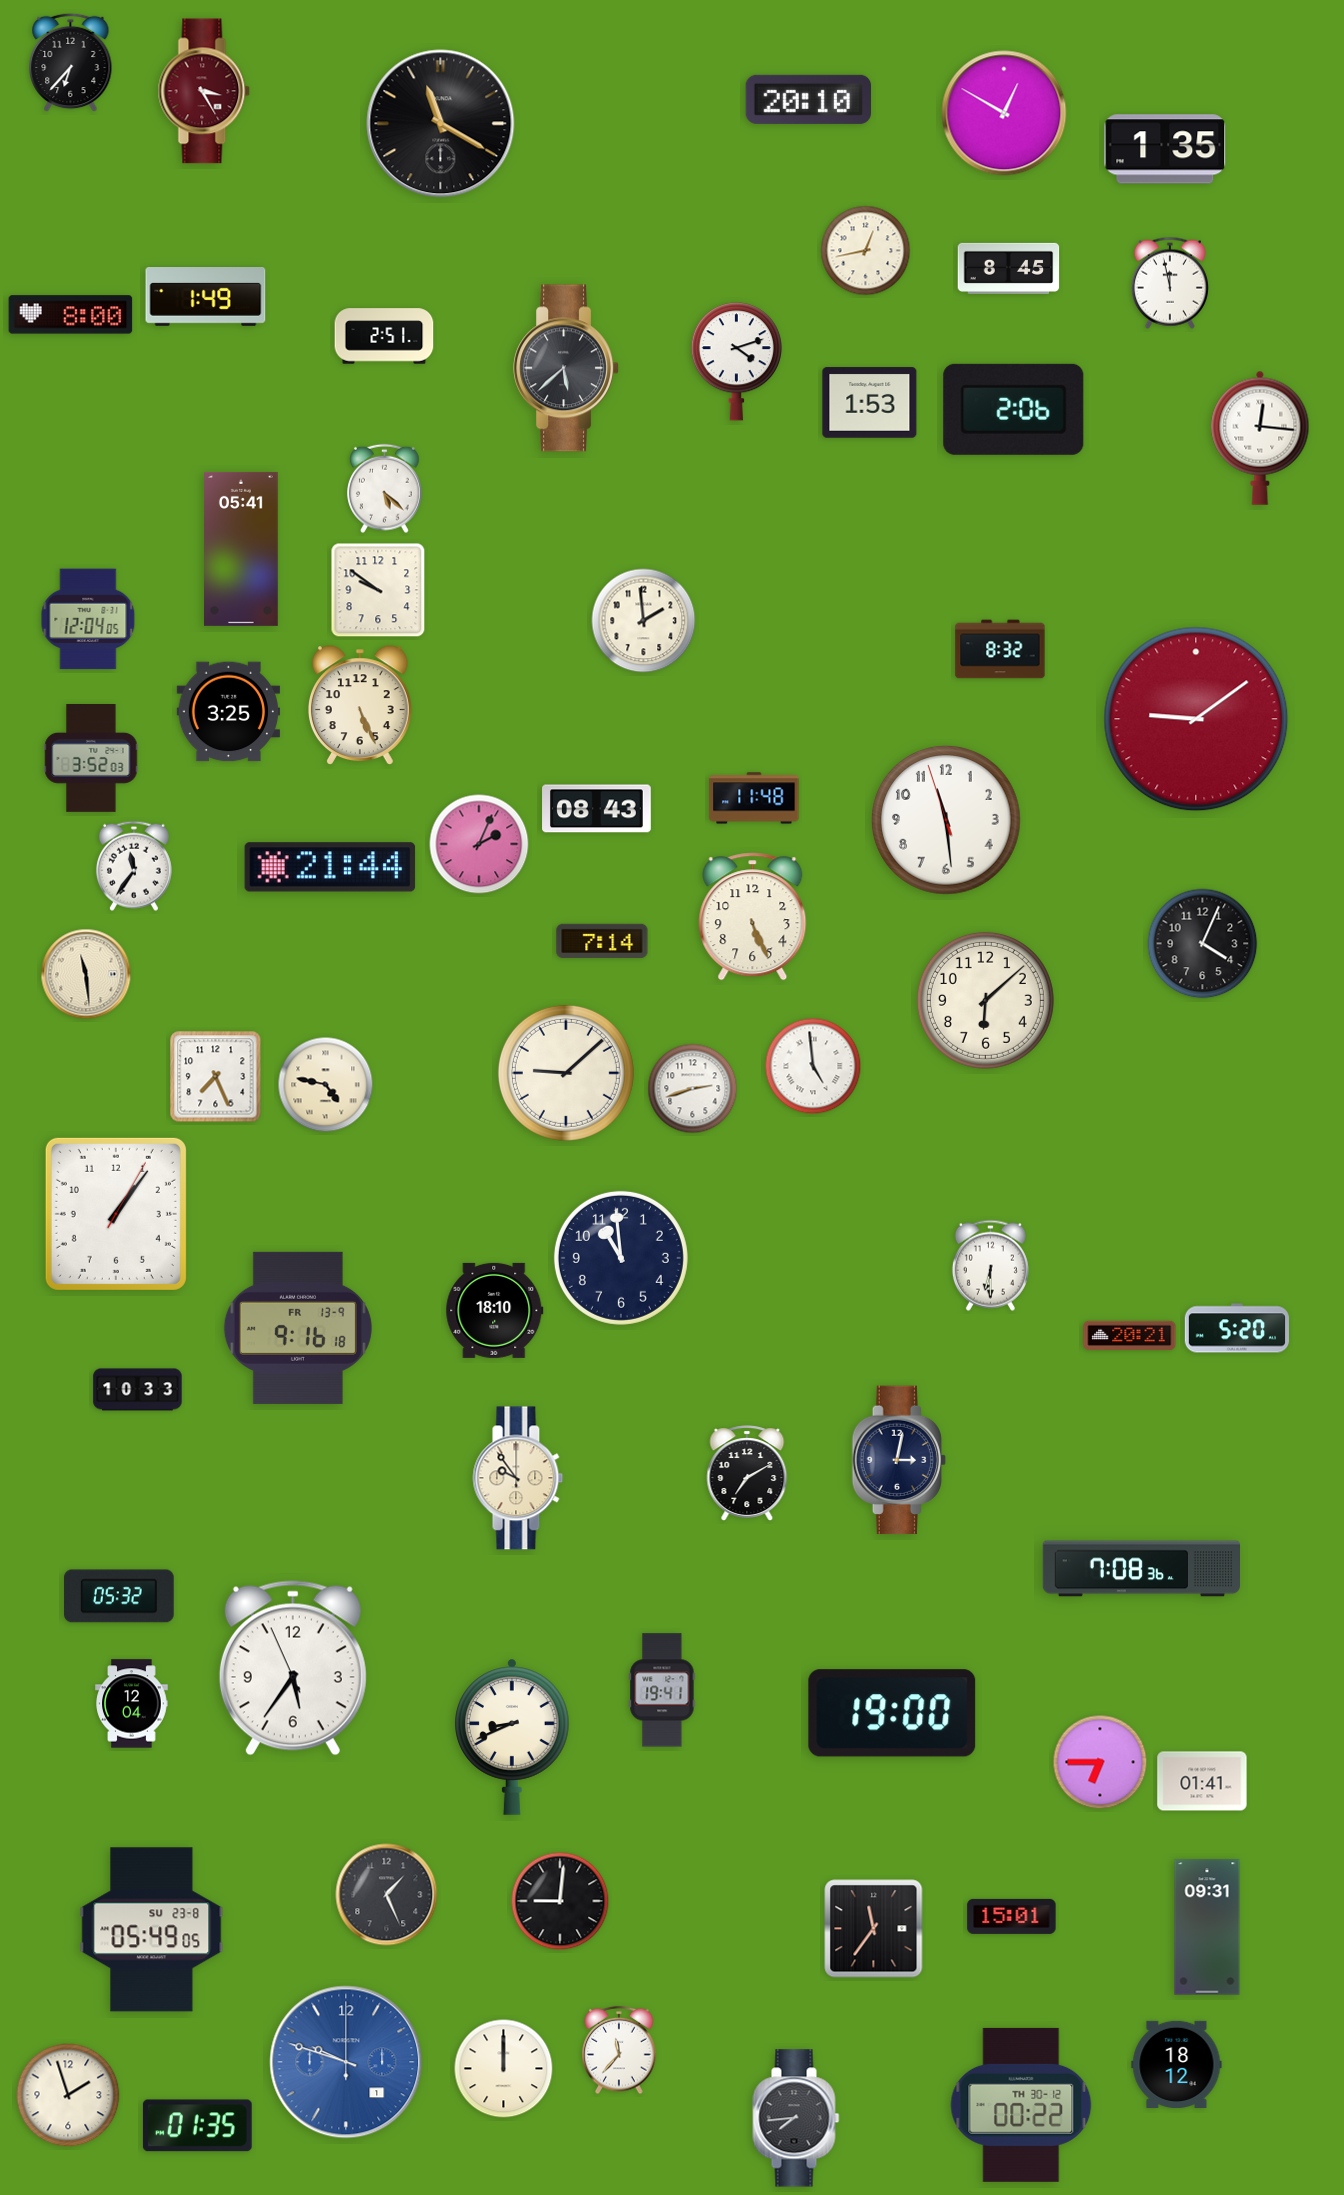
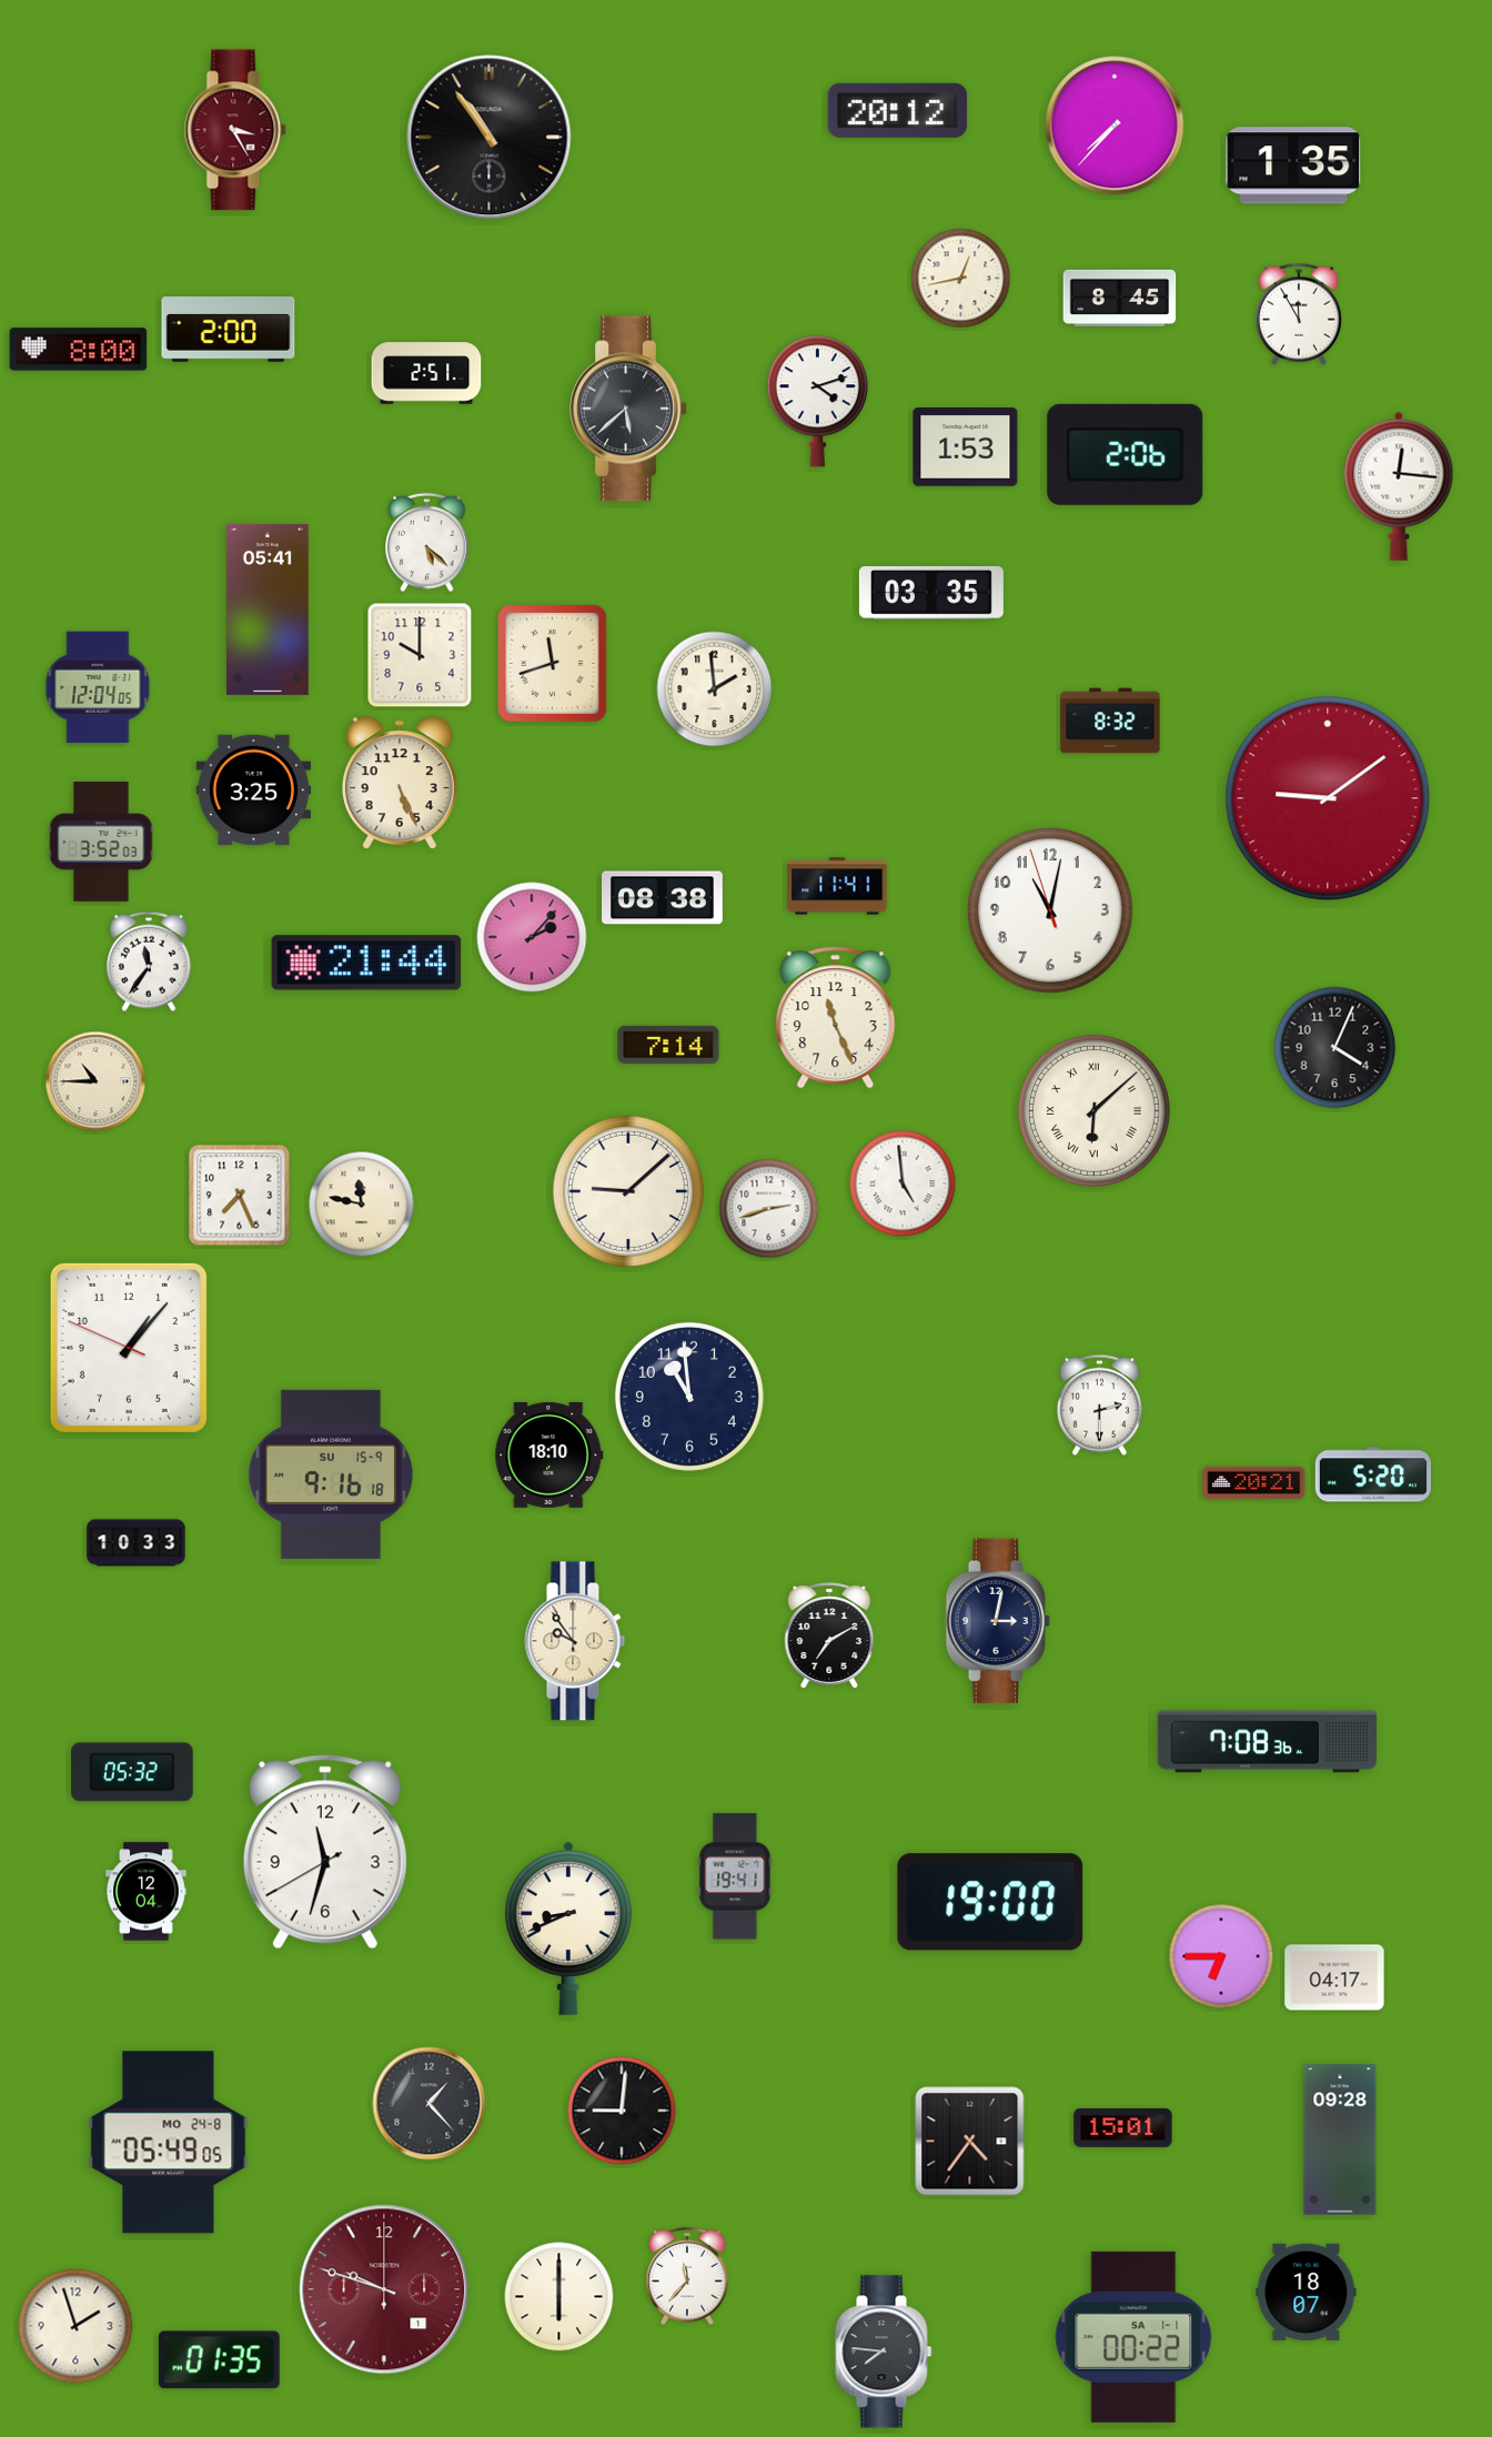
clock at (71, 63): 6:37 -> none
clock at (204, 91) position: (204, 91) -> (235, 130)
clock at (808, 99): 20:10 -> 20:12
clock at (1004, 113): 12:50 -> 7:37
clock at (441, 124): 11:20 -> 10:54
clock at (1170, 283): 11:58 -> 11:55
clock at (206, 297): 1:49 -> 2:00
clock at (931, 593): none -> 03:35
clock at (378, 590): 9:51 -> 10:00
clock at (553, 664): none -> 11:42
clock at (754, 798): 11:48 -> 11:41
clock at (597, 809): 08:43 -> 08:38
clock at (946, 820): 11:28 -> 11:01
clock at (479, 844): 2:04 -> 2:07
clock at (753, 917): 5:26 -> 11:26
clock at (86, 974): 11:29 -> 10:45
clock at (985, 1000) numerals: Arabic -> Roman
clock at (326, 1085): 4:47 -> 11:47
clock at (116, 1214): 1:06:05 -> 1:06:49
clock at (990, 1265): 6:30 -> 2:30
clock at (298, 1328) date: FR 13-9 -> SU 15-9
clock at (138, 1390) position: (138, 1390) -> (137, 1543)
clock at (293, 1668): 5:35 -> 11:32
clock at (1202, 1781): 01:41 -> 04:17
clock at (387, 1895): 1:26 -> 1:23
clock at (1207, 1927): 09:31 -> 09:28
clock at (874, 1929): 11:36 -> 4:36
clock at (152, 1930) date: SU 23-8 -> MO 24-8
clock at (346, 2062) dial: blue -> burgundy
clock at (1177, 2064): 18:12 -> 18:07
clock at (504, 2069): 12:00 -> 6:00
clock at (1021, 2105) date: TH 30-12 -> SA 1-1
clock at (796, 2118): 7:44 -> 7:46
